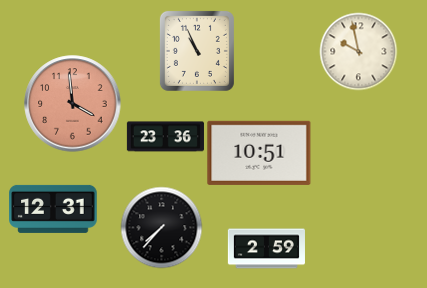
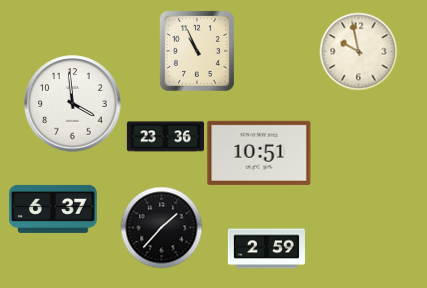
clock at (73, 104) dial: salmon -> white
clock at (53, 209): 12:31 -> 6:37
clock at (161, 227): 7:37 -> 1:37
